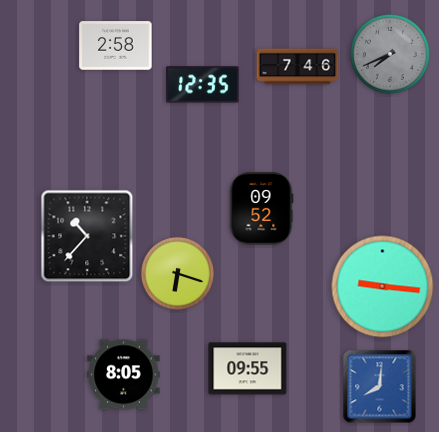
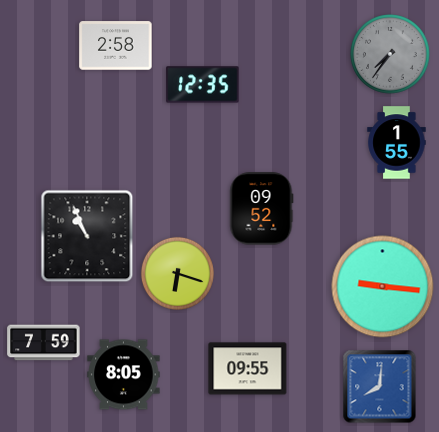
clock at (390, 54): 7:41 -> 7:36
clock at (298, 67): 7:46 -> none
clock at (397, 143): none -> 1:55
clock at (87, 236): 10:37 -> 10:56
clock at (44, 343): none -> 7:59
